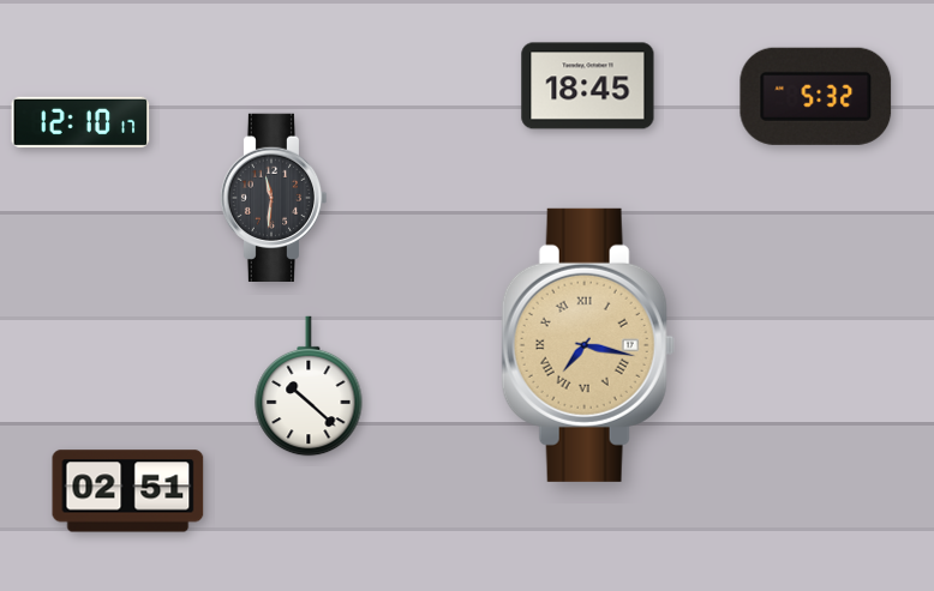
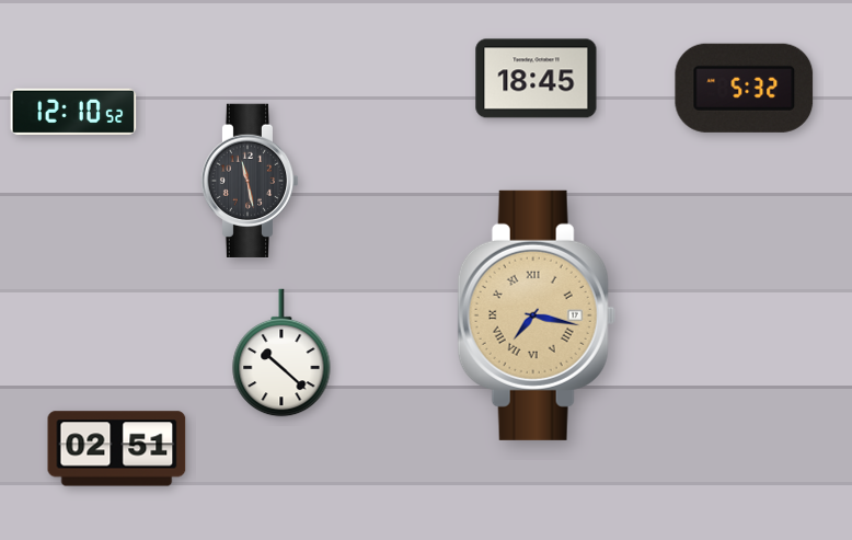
clock at (80, 122): 12:10:17 -> 12:10:52
clock at (274, 197): 11:31 -> 11:28
